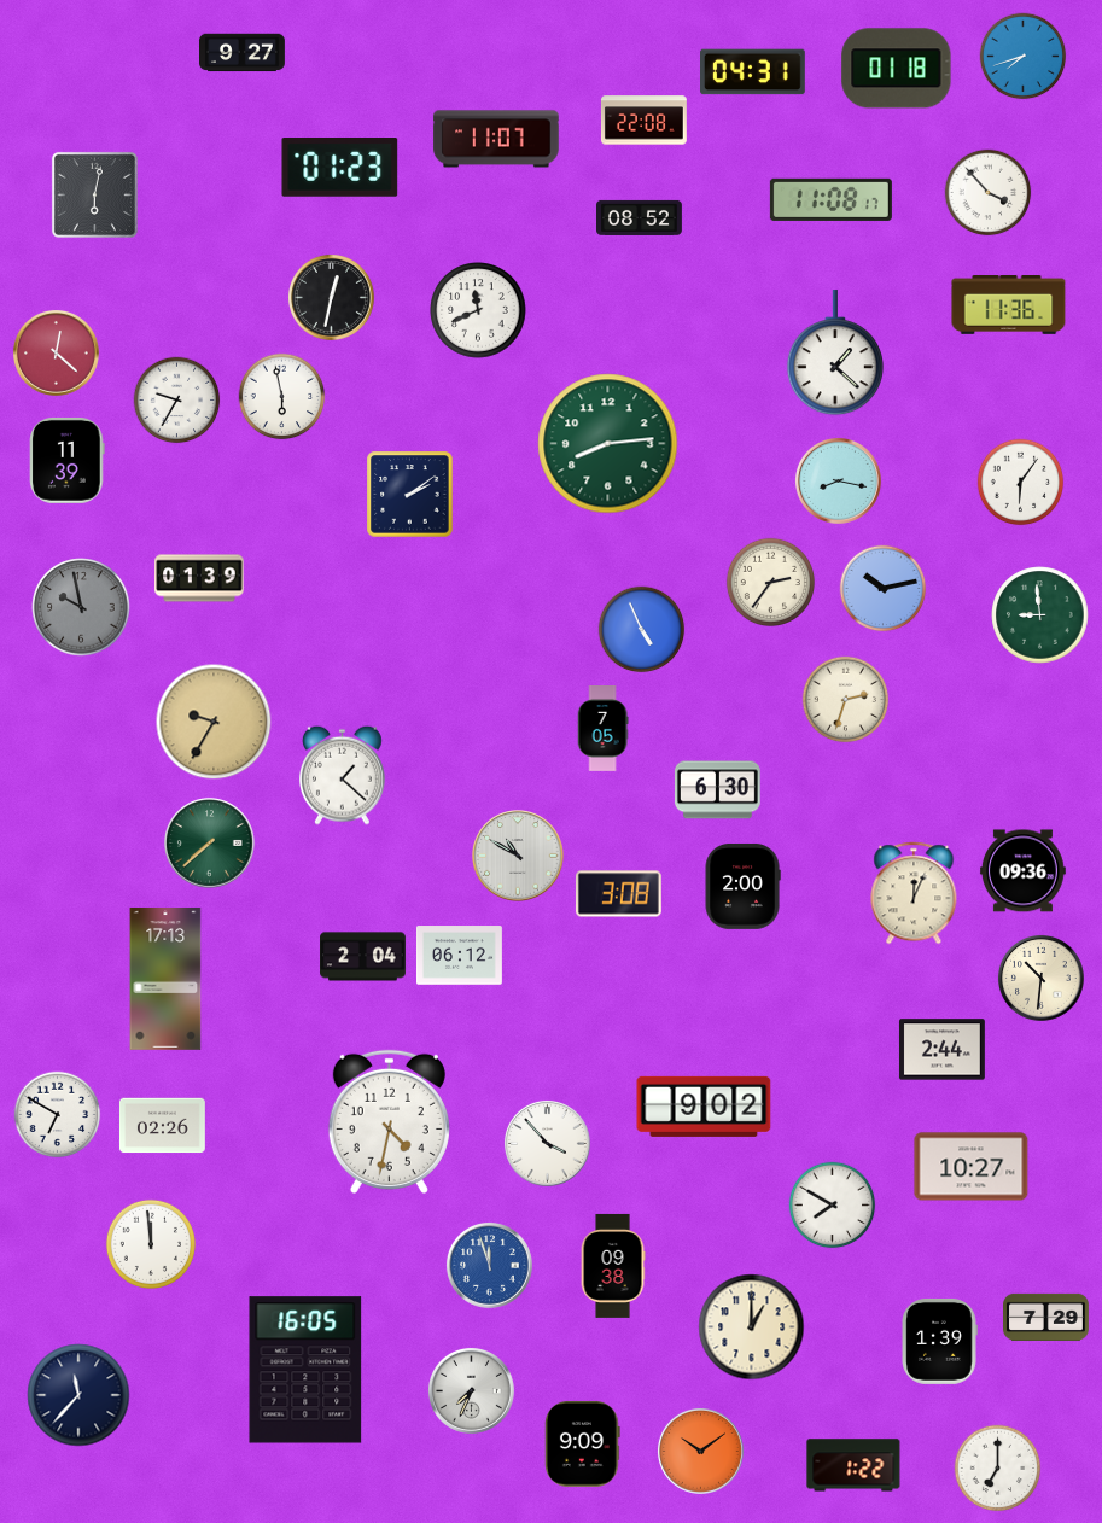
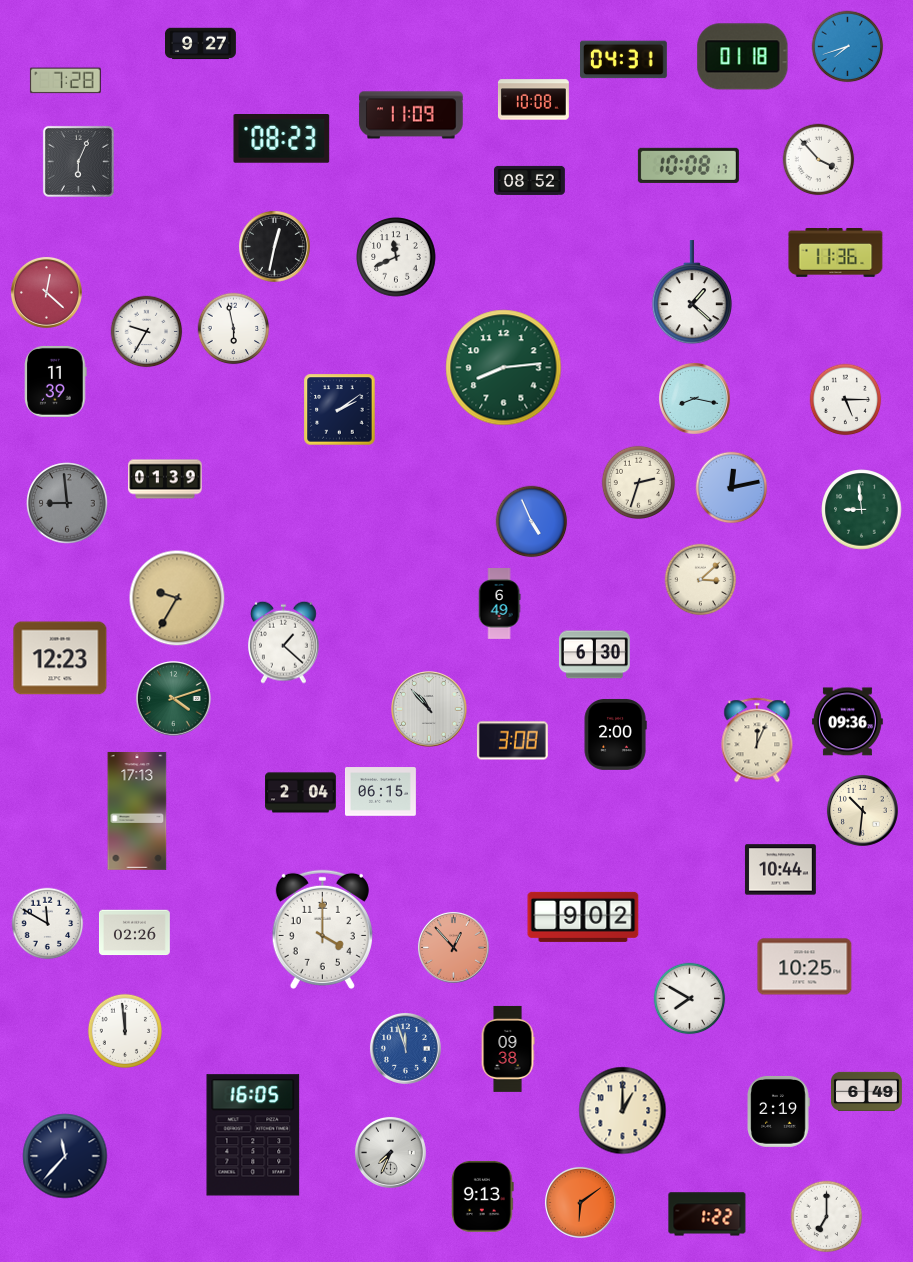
clock at (65, 81): none -> 7:28
clock at (643, 121): 22:08 -> 10:08
clock at (496, 139): 11:07 -> 11:09
clock at (340, 168): 01:23 -> 08:23
clock at (94, 194): 6:02 -> 6:04
clock at (830, 199): 11:08 -> 10:08
clock at (1021, 483): 6:06 -> 5:15
clock at (770, 582): 2:36 -> 2:33
clock at (884, 589): 10:13 -> 12:13
clock at (81, 607): 9:58 -> 8:59
clock at (846, 700): 2:33 -> 3:08
clock at (602, 729): 7:05 -> 6:49
clock at (60, 658): none -> 12:23
clock at (210, 844): 7:38 -> 4:12
clock at (518, 856): 10:50 -> 10:53
clock at (460, 956): 06:12 -> 06:15
clock at (941, 1050): 2:44 -> 10:44
clock at (58, 1115): 6:50 -> 11:50
clock at (389, 1121): 4:32 -> 4:00
clock at (547, 1143): 3:53 -> 12:53
clock at (547, 1143) dial: white -> salmon
clock at (972, 1167): 10:27 -> 10:25
clock at (1046, 1317): 7:29 -> 6:49
clock at (752, 1327) position: (752, 1327) -> (623, 1111)
clock at (939, 1341): 1:39 -> 2:19
clock at (583, 1443): 9:09 -> 9:13
clock at (700, 1451): 10:09 -> 6:09
